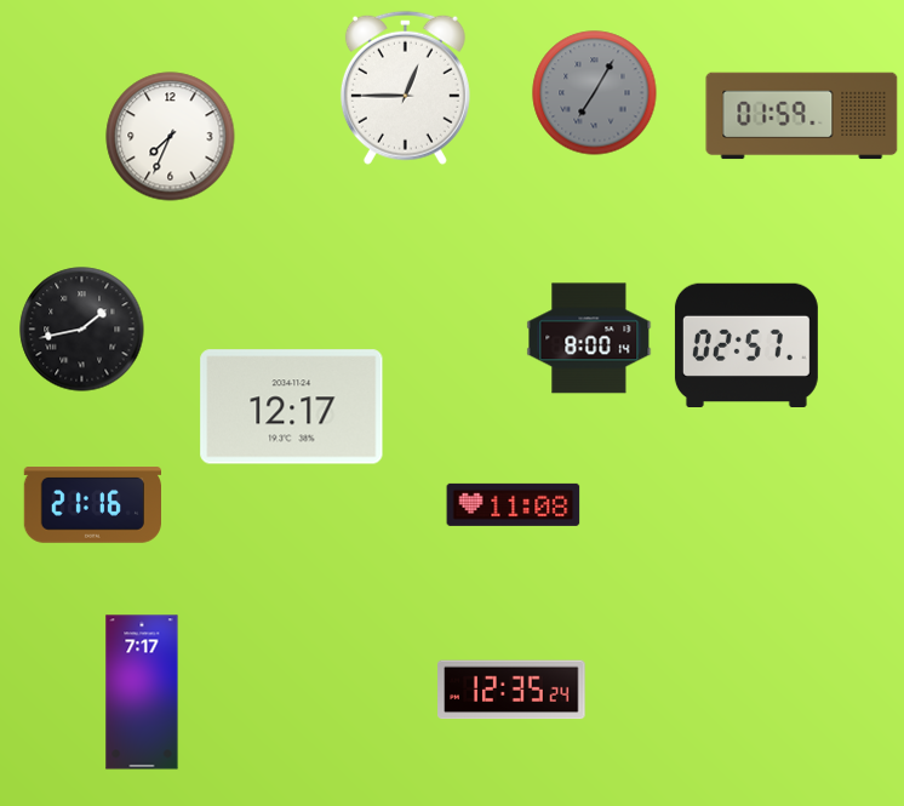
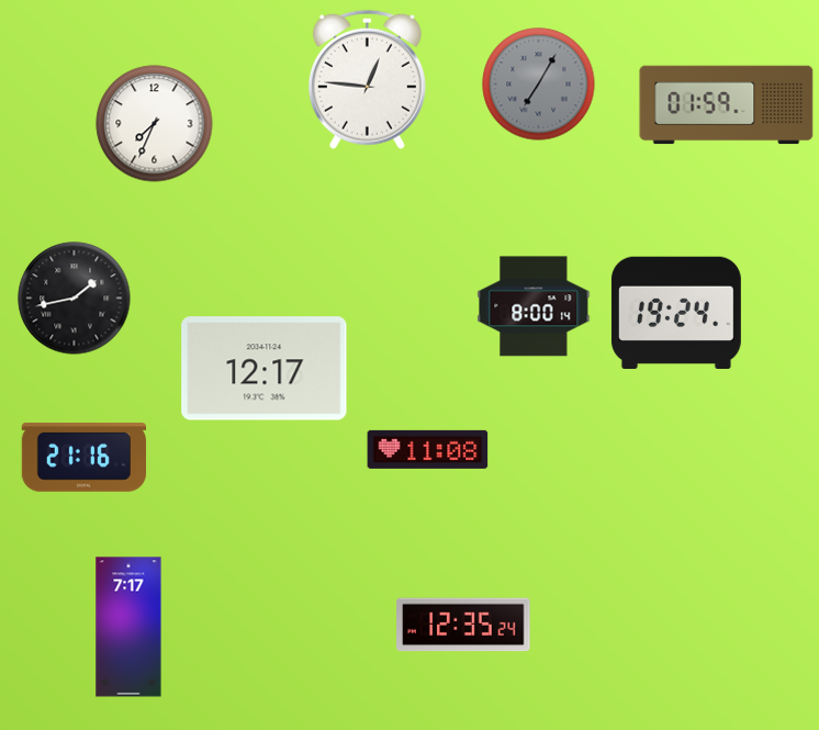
clock at (405, 87): 12:45 -> 12:46
clock at (746, 344): 02:57 -> 19:24
clock at (514, 504) position: (514, 504) -> (428, 449)
